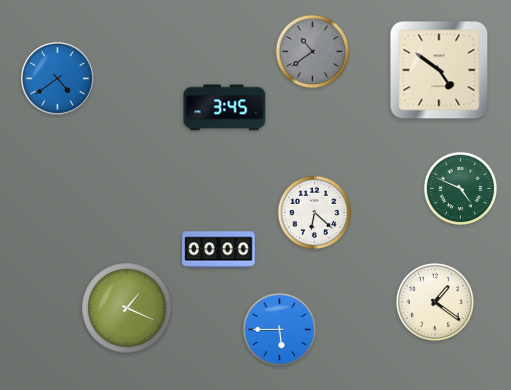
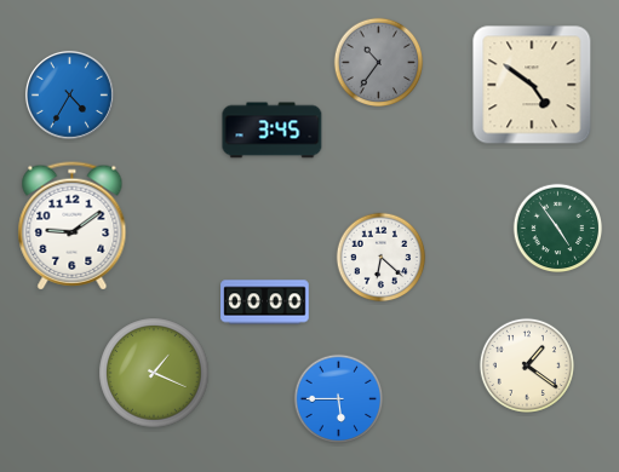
clock at (313, 52): 10:39 -> 10:36
clock at (57, 78): 4:39 -> 4:35
clock at (73, 226): none -> 9:09
clock at (461, 189): 4:49 -> 4:54
